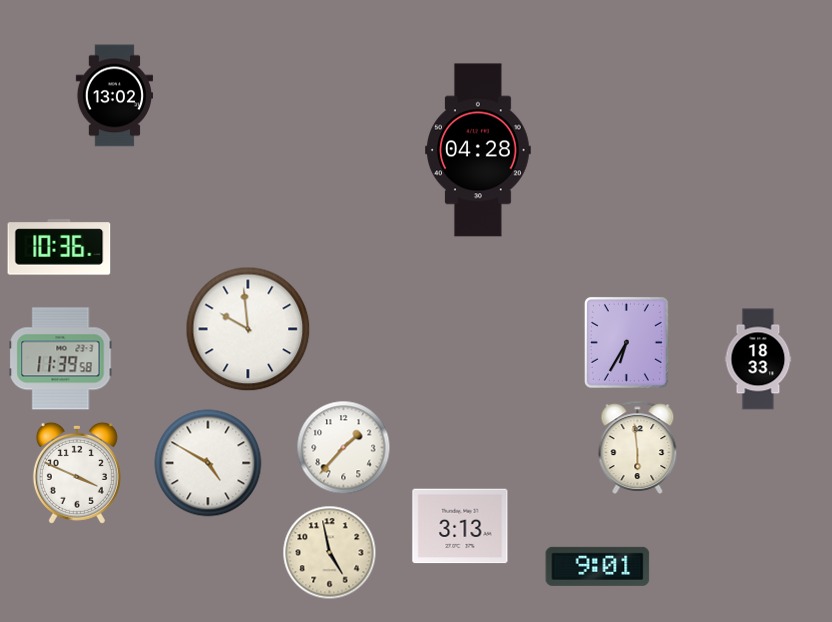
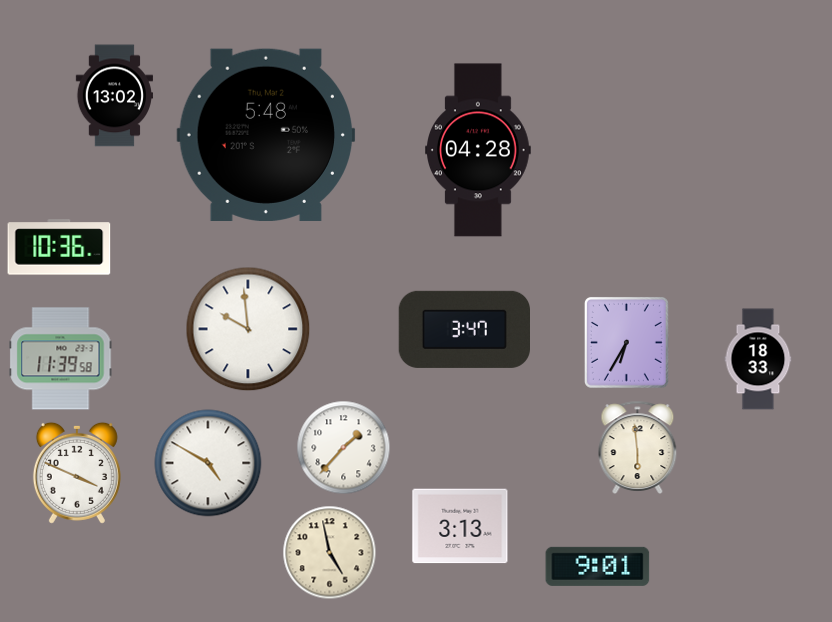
clock at (266, 135): none -> 5:48
clock at (464, 329): none -> 3:47
